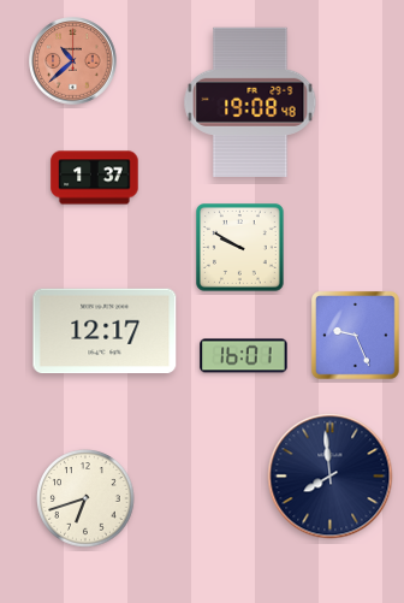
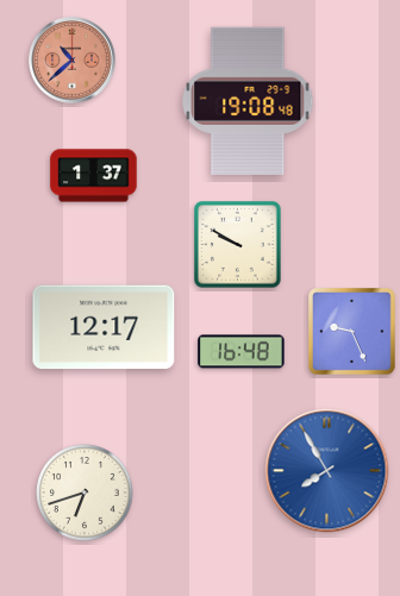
clock at (244, 356): 16:01 -> 16:48
clock at (331, 477): 7:59 -> 7:55
clock at (331, 477) dial: navy -> blue
